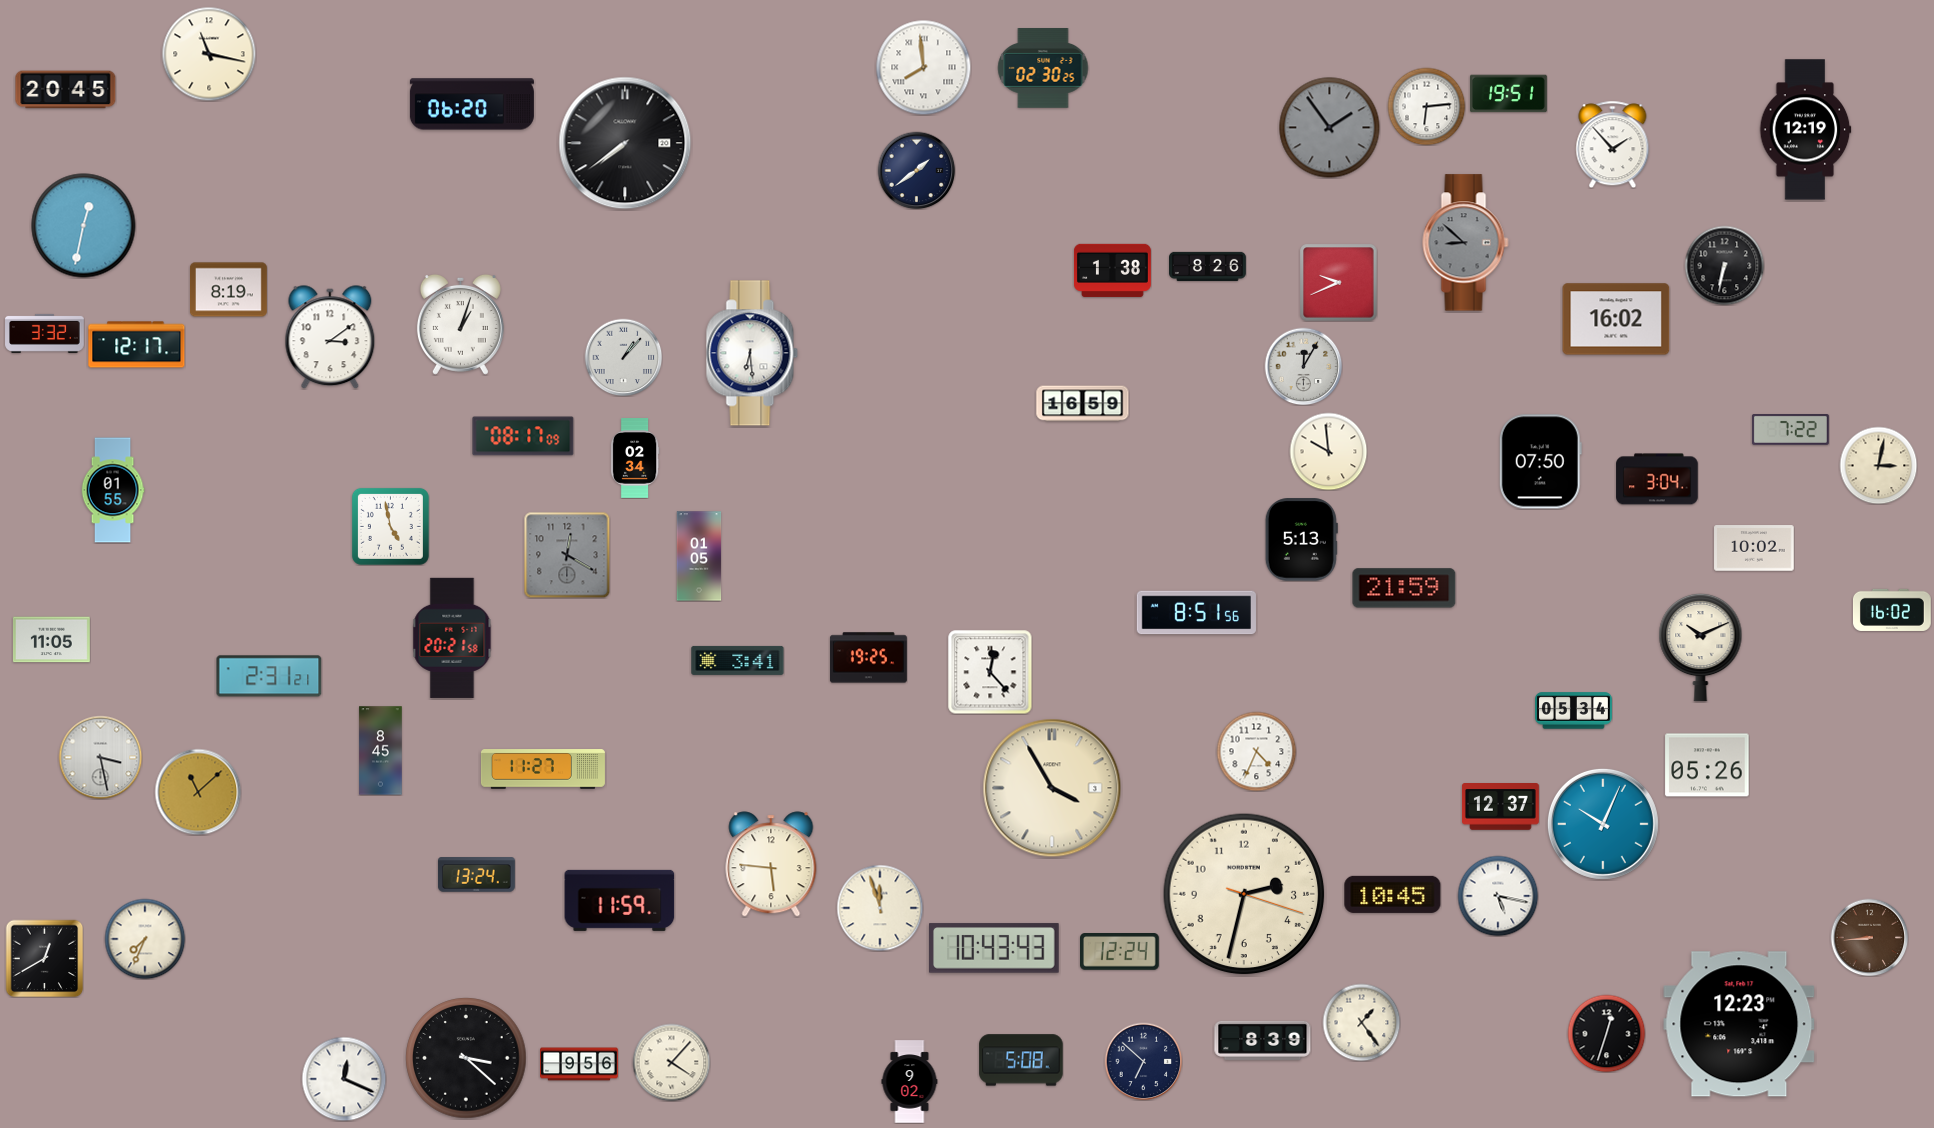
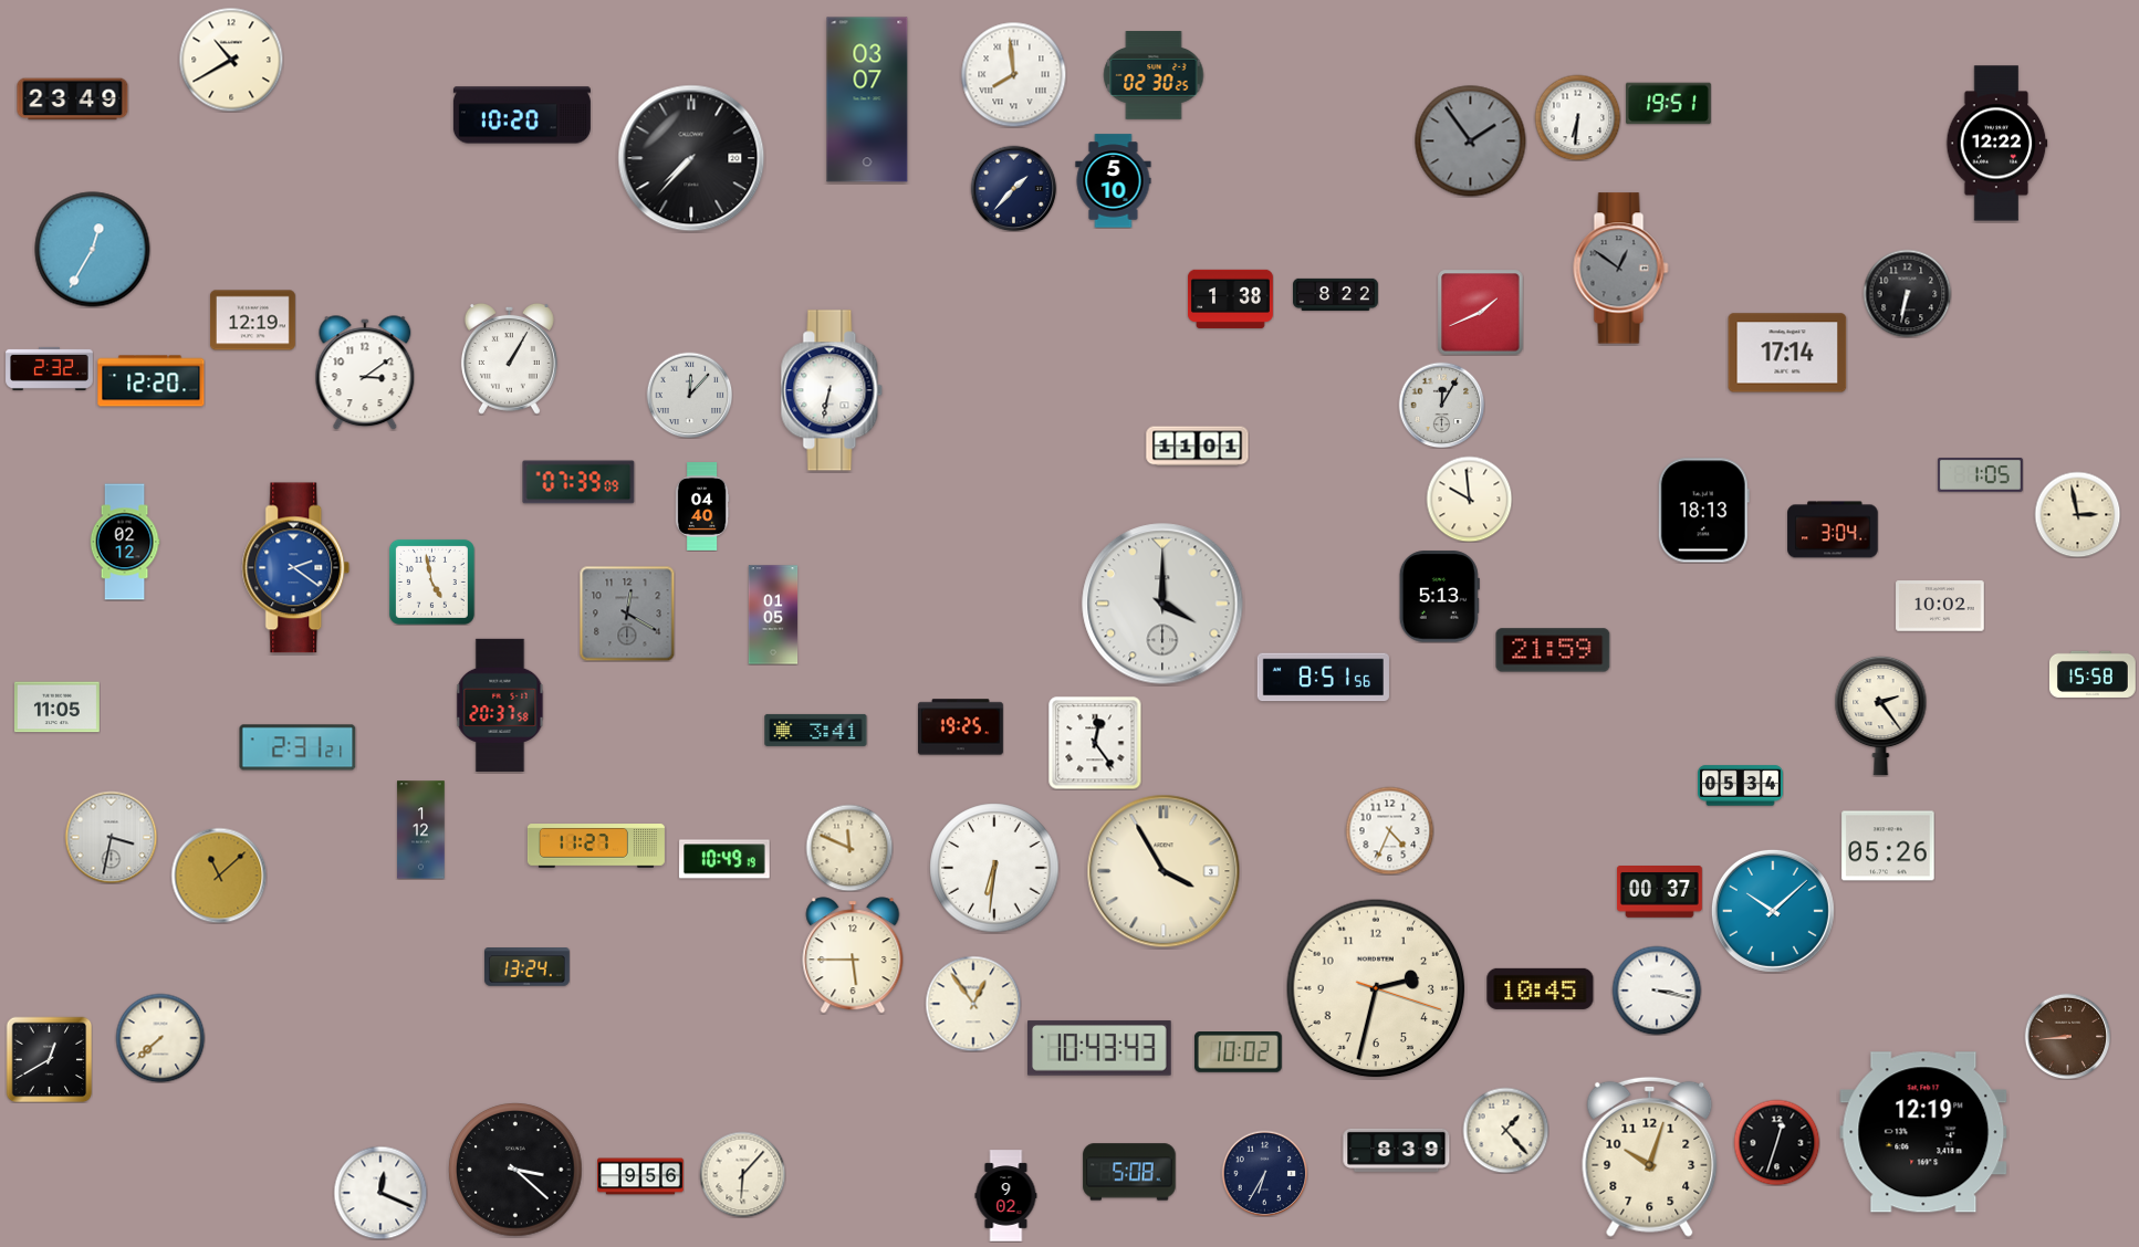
clock at (209, 54): 11:17 -> 10:40
clock at (923, 67) position: (923, 67) -> (1013, 74)
clock at (66, 90): 20:45 -> 23:49
clock at (867, 99): none -> 03:07
clock at (472, 104): 06:20 -> 10:20
clock at (1426, 106): 6:14 -> 6:31
clock at (1806, 130): 12:19 -> 12:22
clock at (625, 143): 7:39 -> 7:37
clock at (1613, 144): 1:53 -> none
clock at (1114, 181): none -> 5:10
clock at (916, 170): 1:39 -> 1:37
clock at (84, 226): 12:32 -> 12:35
clock at (1466, 243): 8:52 -> 12:51
clock at (1208, 266): 8:26 -> 8:22
clock at (1338, 282): 9:41 -> 1:41
clock at (228, 290): 8:19 -> 12:19
clock at (1616, 319): 16:02 -> 17:14
clock at (460, 324): 1:03 -> 1:05
clock at (45, 333): 3:32 -> 2:32
clock at (137, 345): 12:17 -> 12:20
clock at (752, 353): 6:29 -> 6:32
clock at (623, 357): 1:07 -> 12:07
clock at (1083, 404): 16:59 -> 11:01
clock at (1790, 430): 7:22 -> 1:05
clock at (523, 436): 08:17 -> 07:39
clock at (635, 458): 02:34 -> 04:40
clock at (1540, 462): 07:50 -> 18:13
clock at (1878, 465): 3:02 -> 2:58
clock at (113, 490): 01:55 -> 02:12
clock at (296, 568): none -> 2:21
clock at (1162, 604): none -> 4:00
clock at (1893, 610): 16:02 -> 15:58
clock at (452, 638): 20:21 -> 20:37
clock at (1701, 647): 10:11 -> 2:24
clock at (990, 672): 12:23 -> 12:24
clock at (381, 751): 8:45 -> 1:12
clock at (100, 757): 3:28 -> 3:32
clock at (849, 848): none -> 11:49
clock at (543, 769) position: (543, 769) -> (596, 846)
clock at (724, 859): none -> 10:49
clock at (994, 868): none -> 6:31
clock at (1500, 807): 12:37 -> 00:37
clock at (1603, 824): 10:04 -> 10:08
clock at (771, 864): 5:46 -> 5:45
clock at (1498, 896): 5:17 -> 3:17
clock at (620, 900): 11:59 -> none
clock at (880, 908): 11:57 -> 12:54
clock at (145, 939): 7:34 -> 7:38
clock at (1120, 952): 12:24 -> 10:02
clock at (1361, 1022): 1:24 -> 1:23
clock at (1739, 1024): 12:23 -> 12:19
clock at (1650, 1156): none -> 10:03
clock at (1143, 1061): 6:52 -> 6:35
clock at (671, 1062): 4:07 -> 6:07
